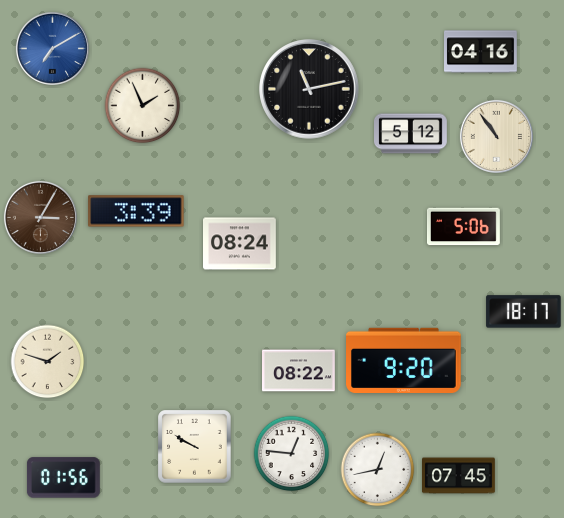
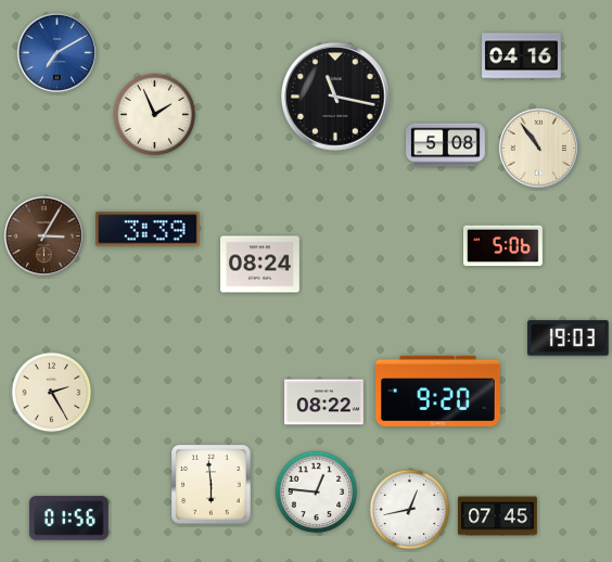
clock at (309, 89): 11:13 -> 11:17
clock at (411, 134): 5:12 -> 5:08
clock at (524, 312): 18:17 -> 19:03
clock at (48, 362): 1:48 -> 2:25
clock at (195, 447): 9:50 -> 5:59
